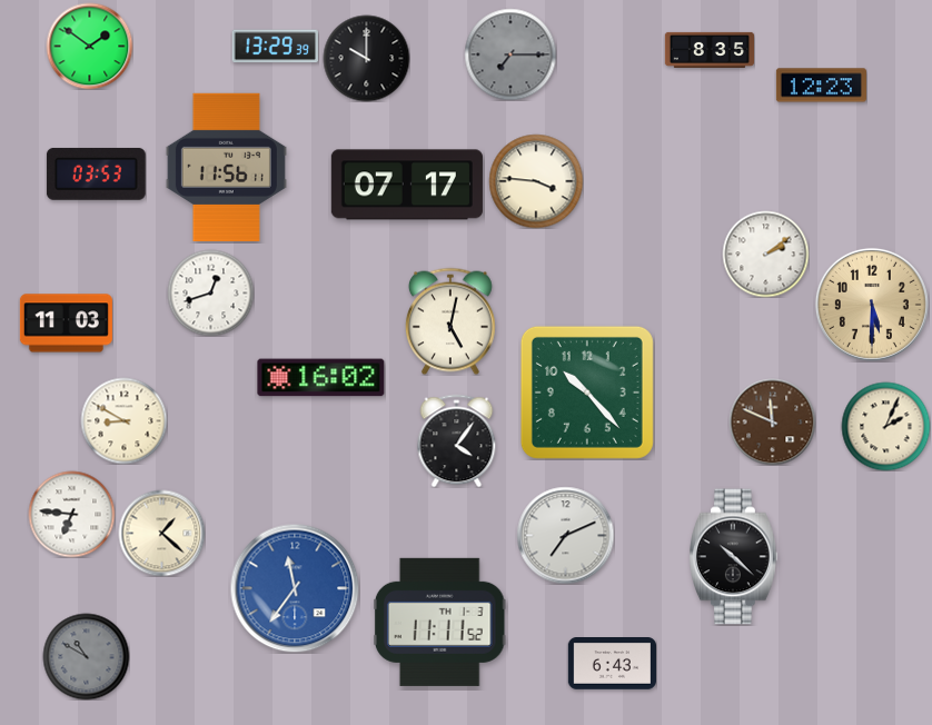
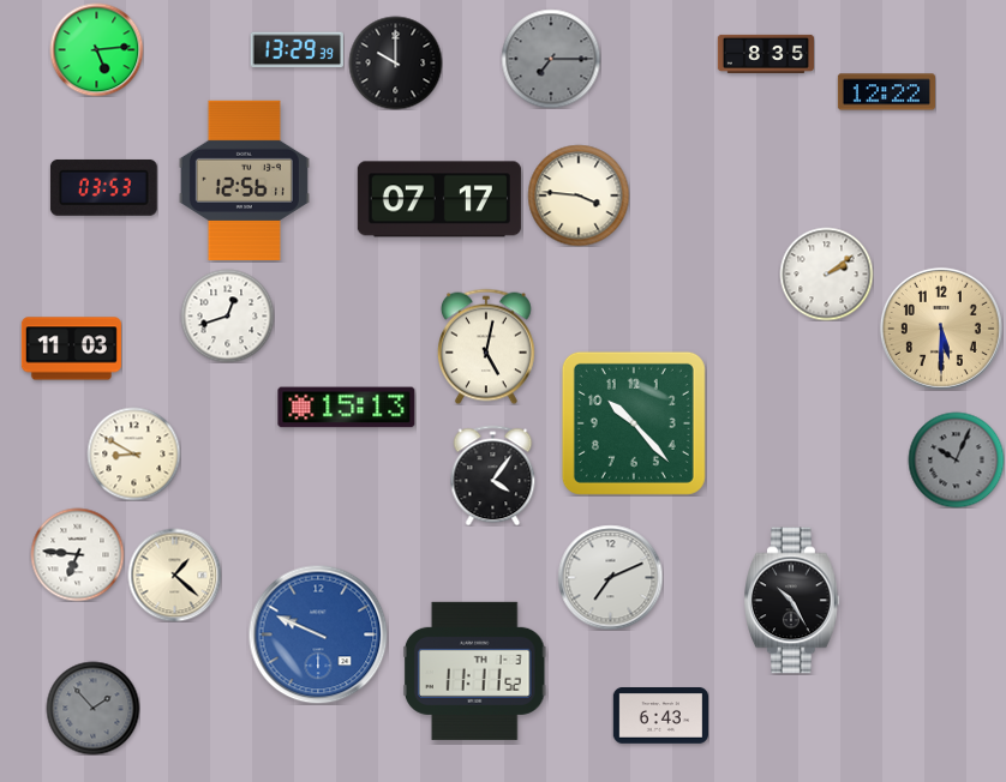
clock at (89, 46): 1:51 -> 5:14
clock at (821, 86): 12:23 -> 12:22
clock at (226, 167): 11:56 -> 12:56
clock at (321, 378): 16:02 -> 15:13
clock at (772, 421): 11:49 -> none
clock at (885, 426): 2:04 -> 10:04
clock at (885, 426) dial: cream -> grey
clock at (734, 557): 10:22 -> 10:25
clock at (295, 588): 11:36 -> 9:49
clock at (86, 656): 10:50 -> 1:53
